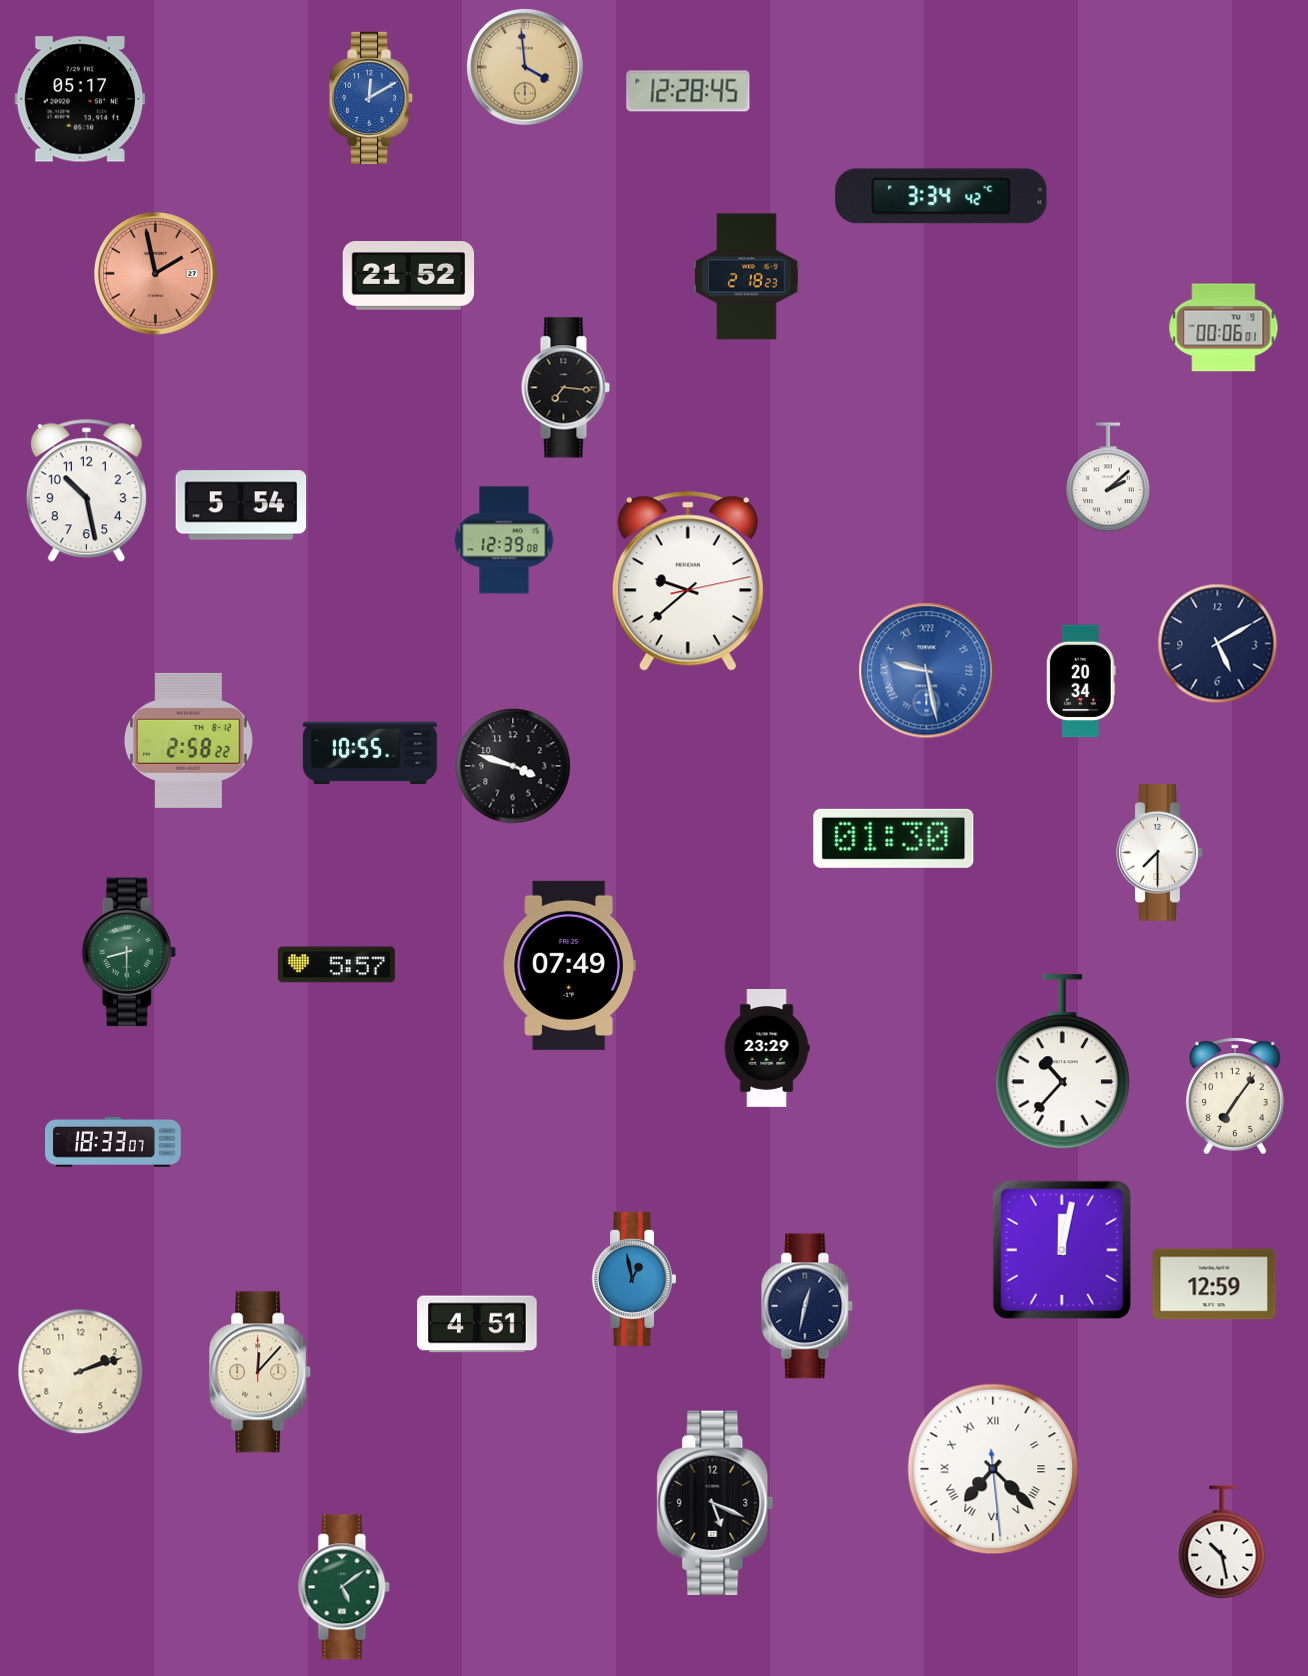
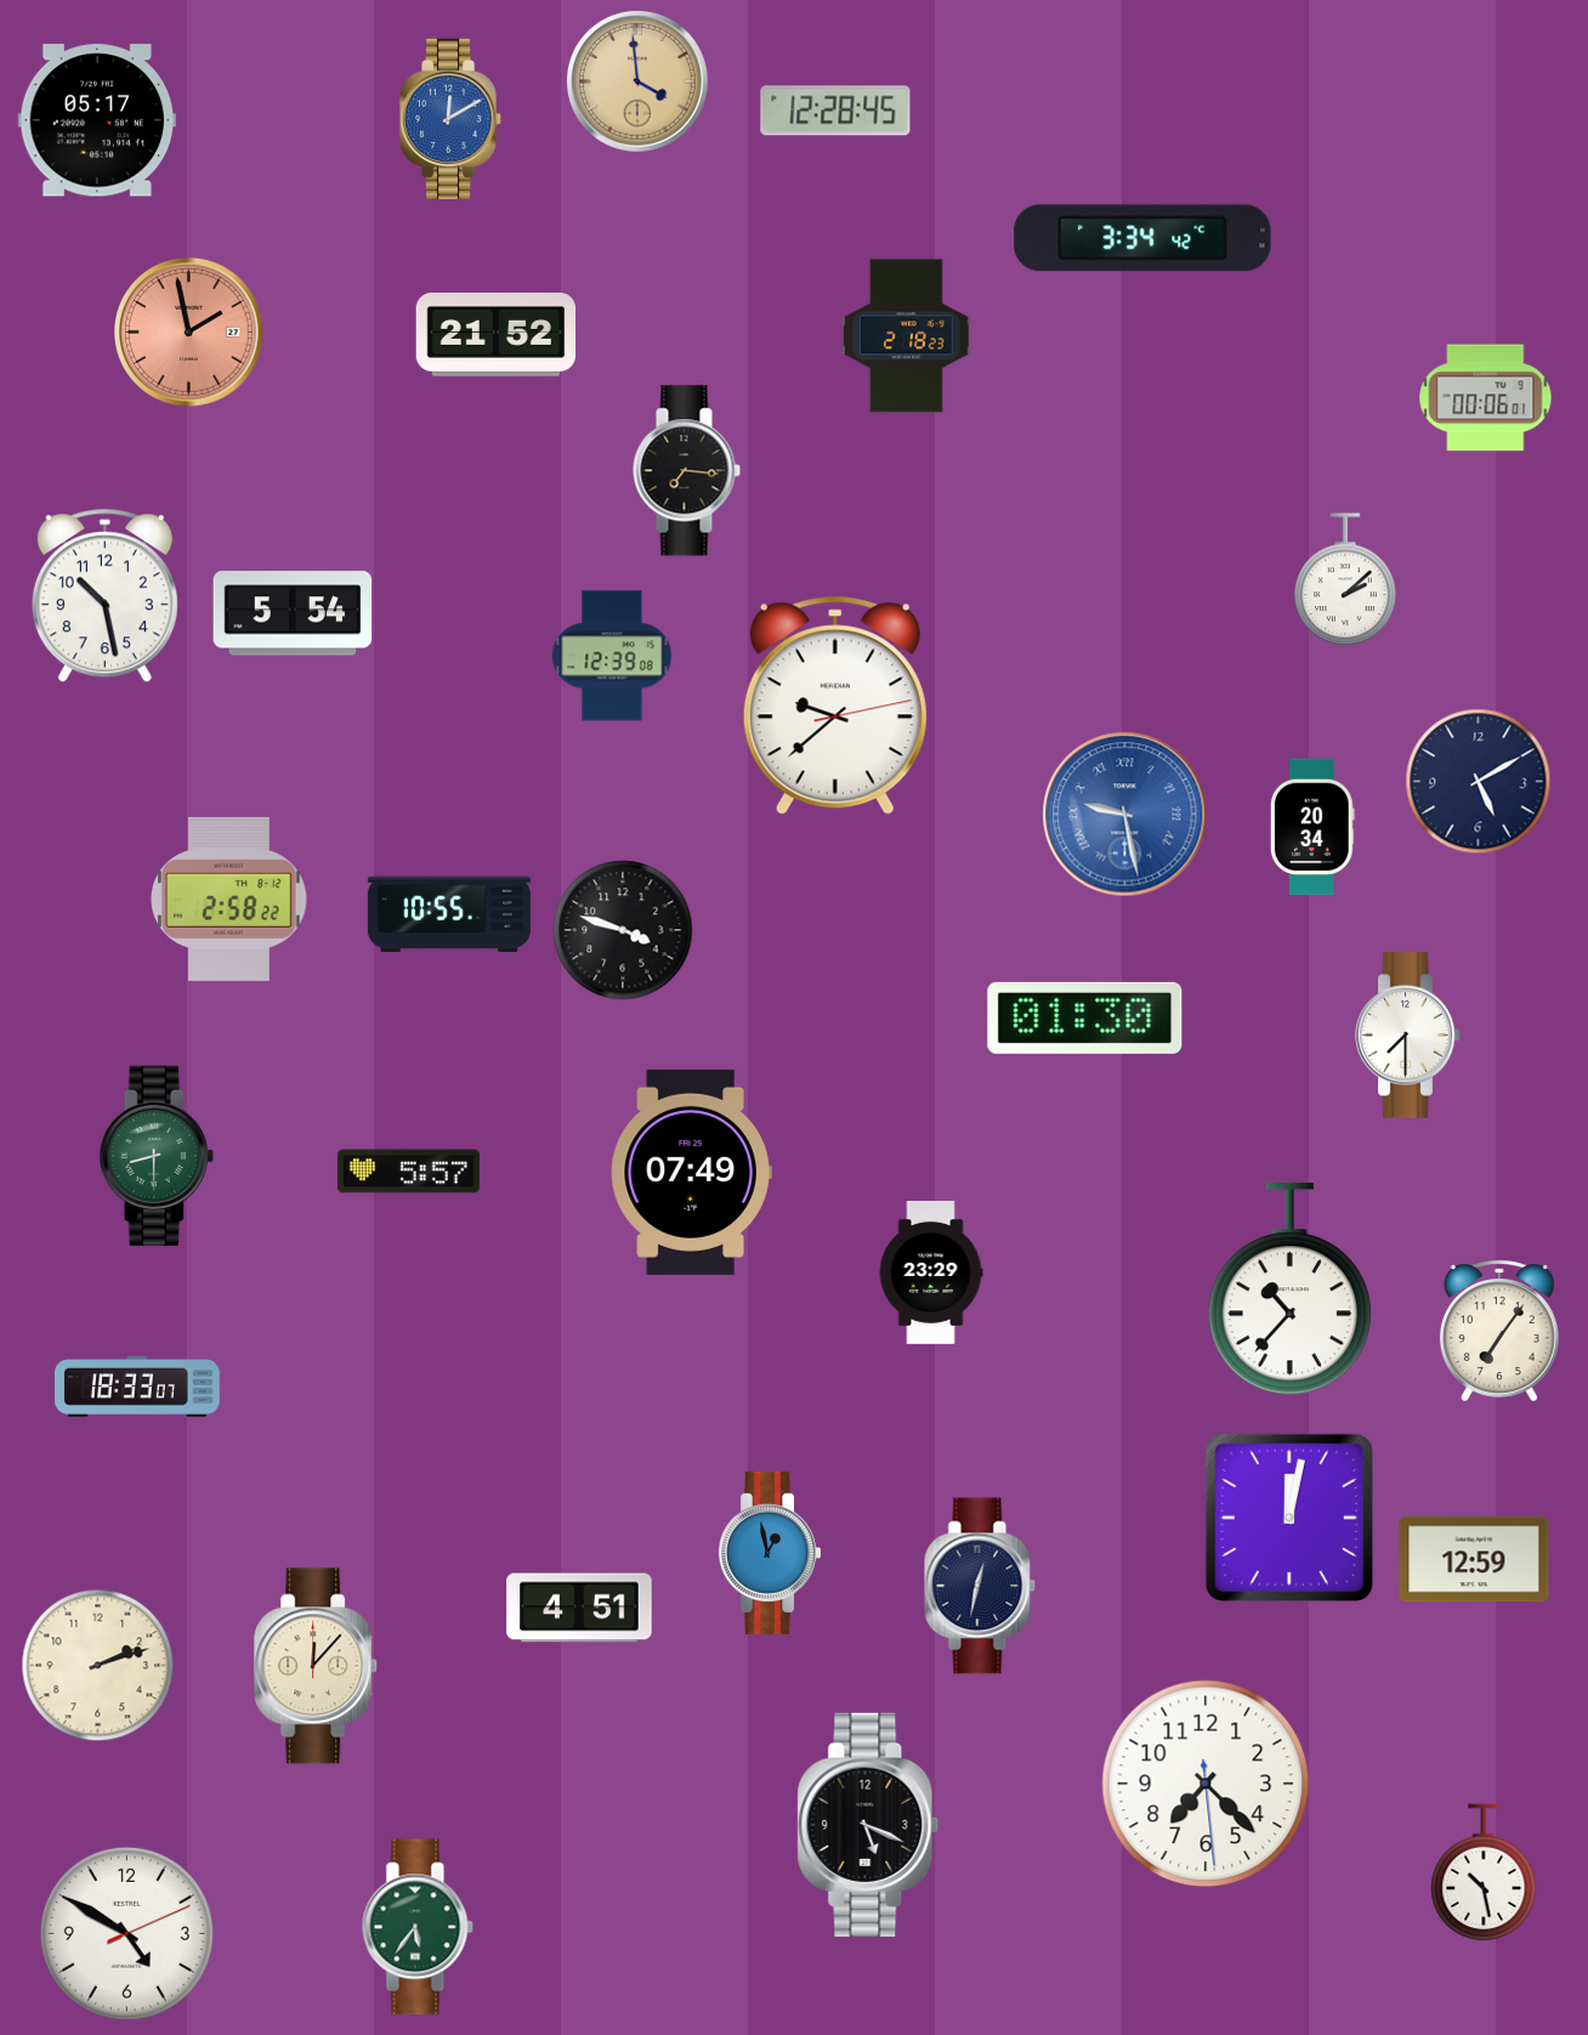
clock at (993, 1469) numerals: Roman -> Arabic
clock at (344, 1587): 5:09 -> 5:36
clock at (126, 1933): none -> 4:50
